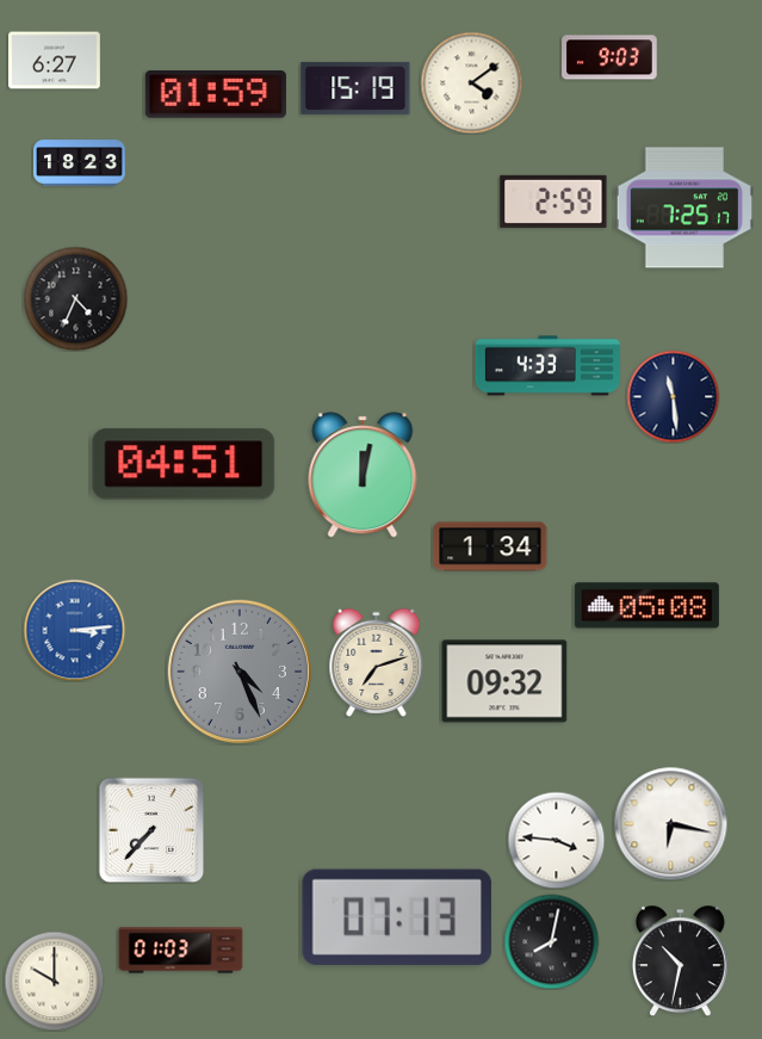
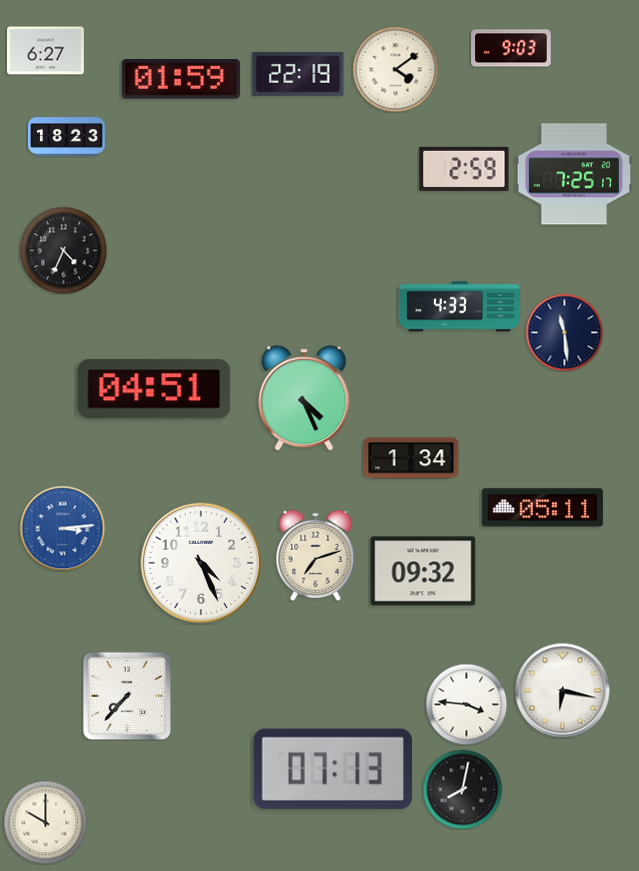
clock at (355, 88): 15:19 -> 22:19
clock at (363, 475): 12:02 -> 4:26
clock at (646, 606): 05:08 -> 05:11
clock at (240, 672) dial: grey -> white
clock at (181, 951): 01:03 -> none
clock at (680, 960): 10:32 -> none
